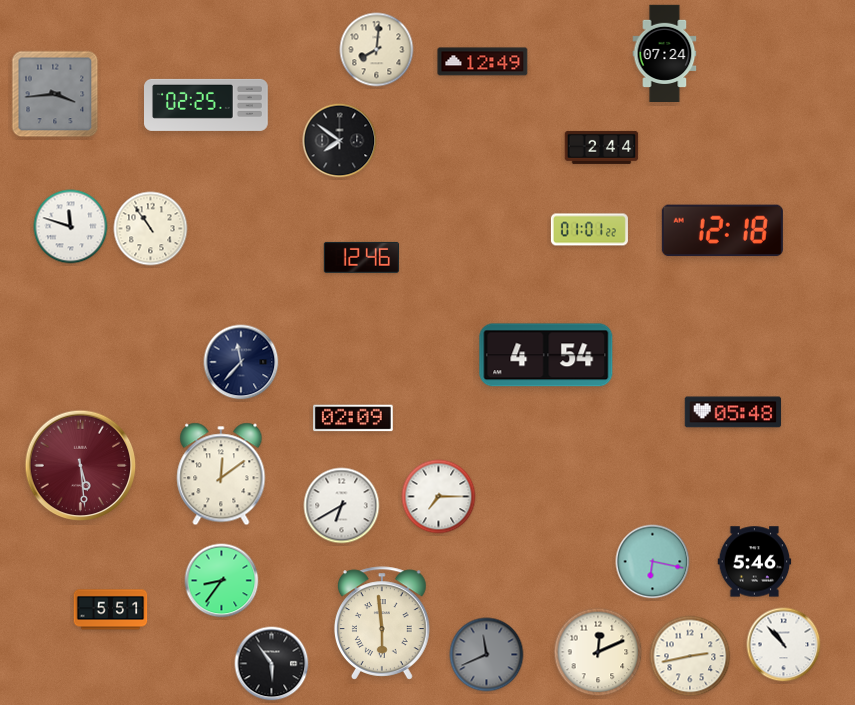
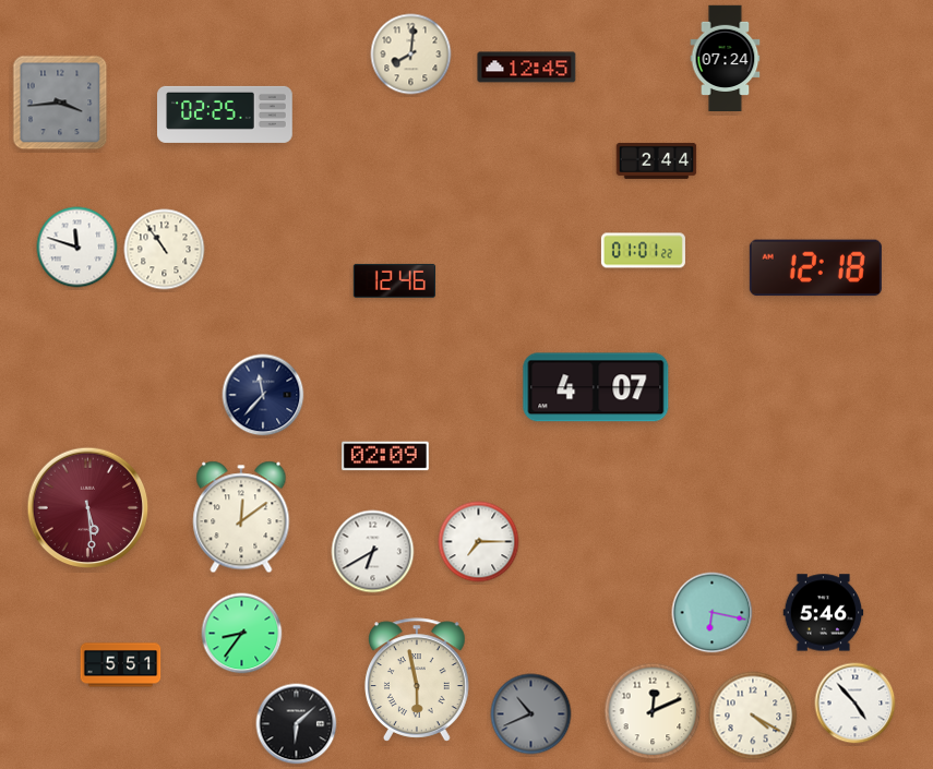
clock at (483, 62): 12:49 -> 12:45
clock at (340, 141): 7:51 -> none
clock at (722, 231) position: (722, 231) -> (815, 268)
clock at (546, 355): 4:54 -> 4:07
clock at (733, 412): 05:48 -> none
clock at (382, 623): 5:59 -> 5:58
clock at (784, 645): 10:53 -> 4:53
clock at (487, 655): 11:41 -> 10:41
clock at (690, 656): 2:43 -> 4:20
clock at (272, 664): 5:54 -> 6:08
